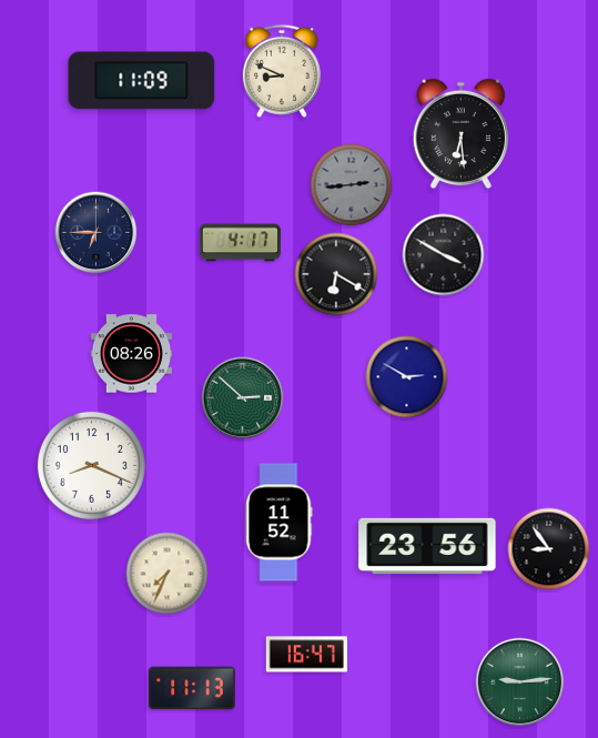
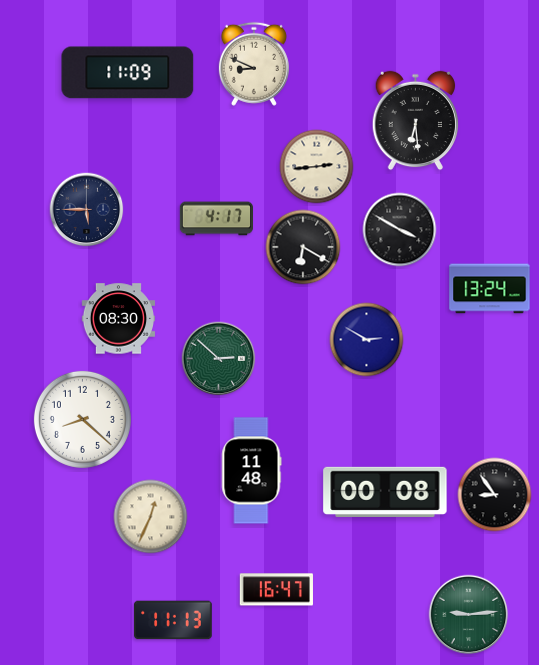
clock at (352, 185) dial: grey -> cream
clock at (97, 233): 6:45 -> 5:45
clock at (490, 289): none -> 13:24
clock at (131, 354): 08:26 -> 08:30
clock at (91, 465): 8:19 -> 8:22
clock at (280, 523): 11:52 -> 11:48
clock at (427, 546): 23:56 -> 00:08
clock at (168, 574): 7:34 -> 12:34
